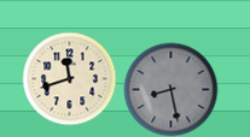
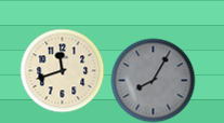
clock at (170, 89): 8:28 -> 8:05
